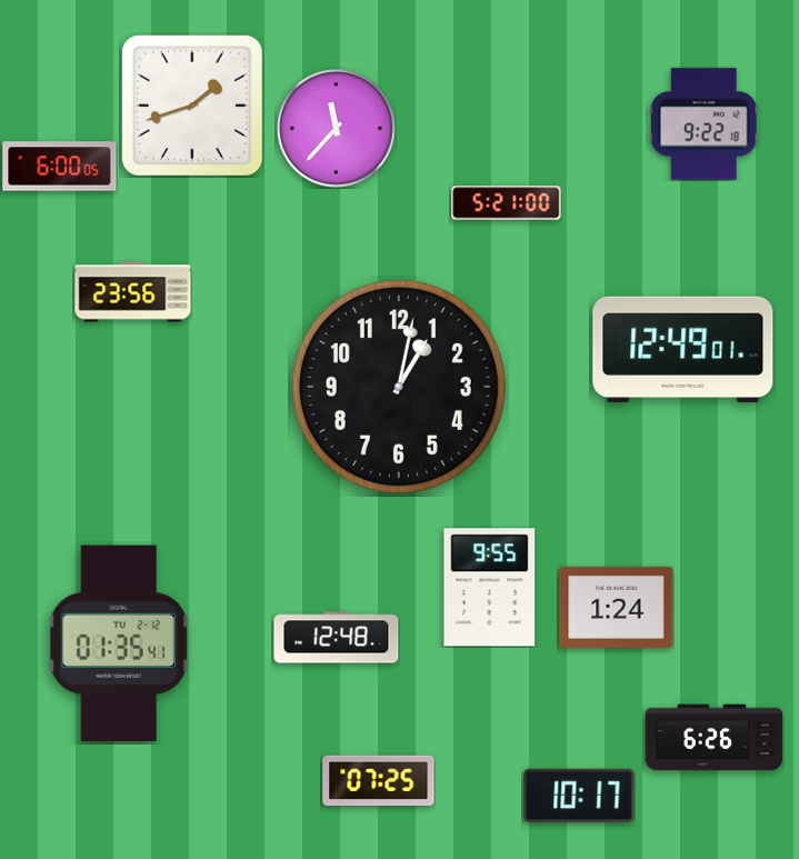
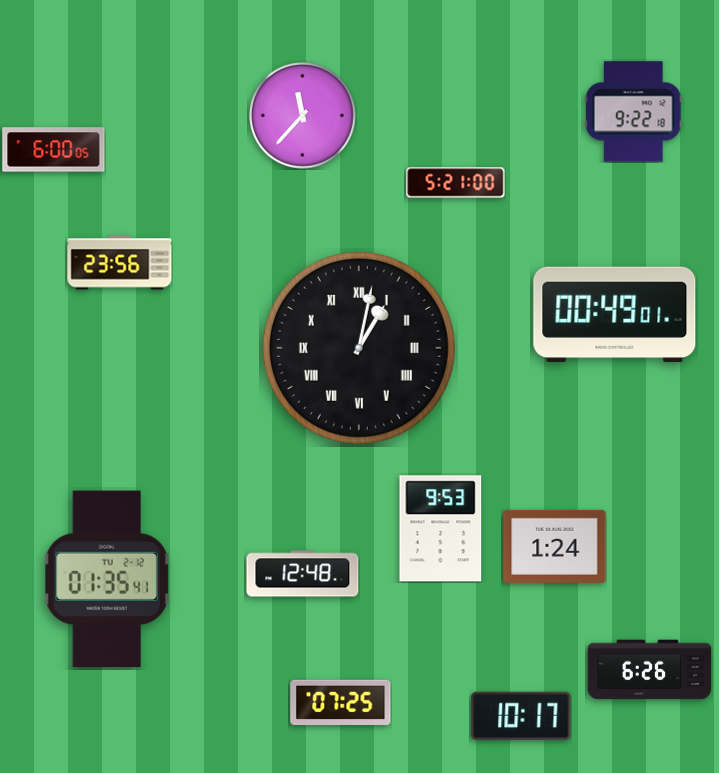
clock at (192, 106): 1:42 -> none
clock at (683, 350): 12:49 -> 00:49
clock at (399, 387) numerals: Arabic -> Roman
clock at (490, 588): 9:55 -> 9:53
clock at (715, 738) position: (715, 738) -> (650, 670)
